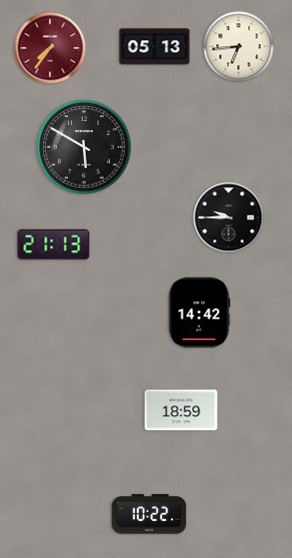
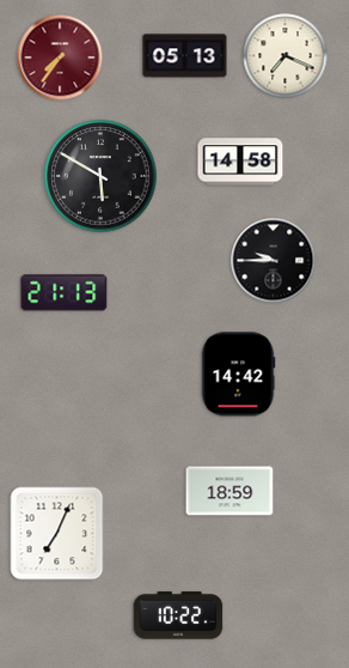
clock at (239, 47): 6:44 -> 7:19
clock at (240, 162): none -> 14:58
clock at (181, 410) position: (181, 410) -> (229, 491)
clock at (57, 534): none -> 7:04
